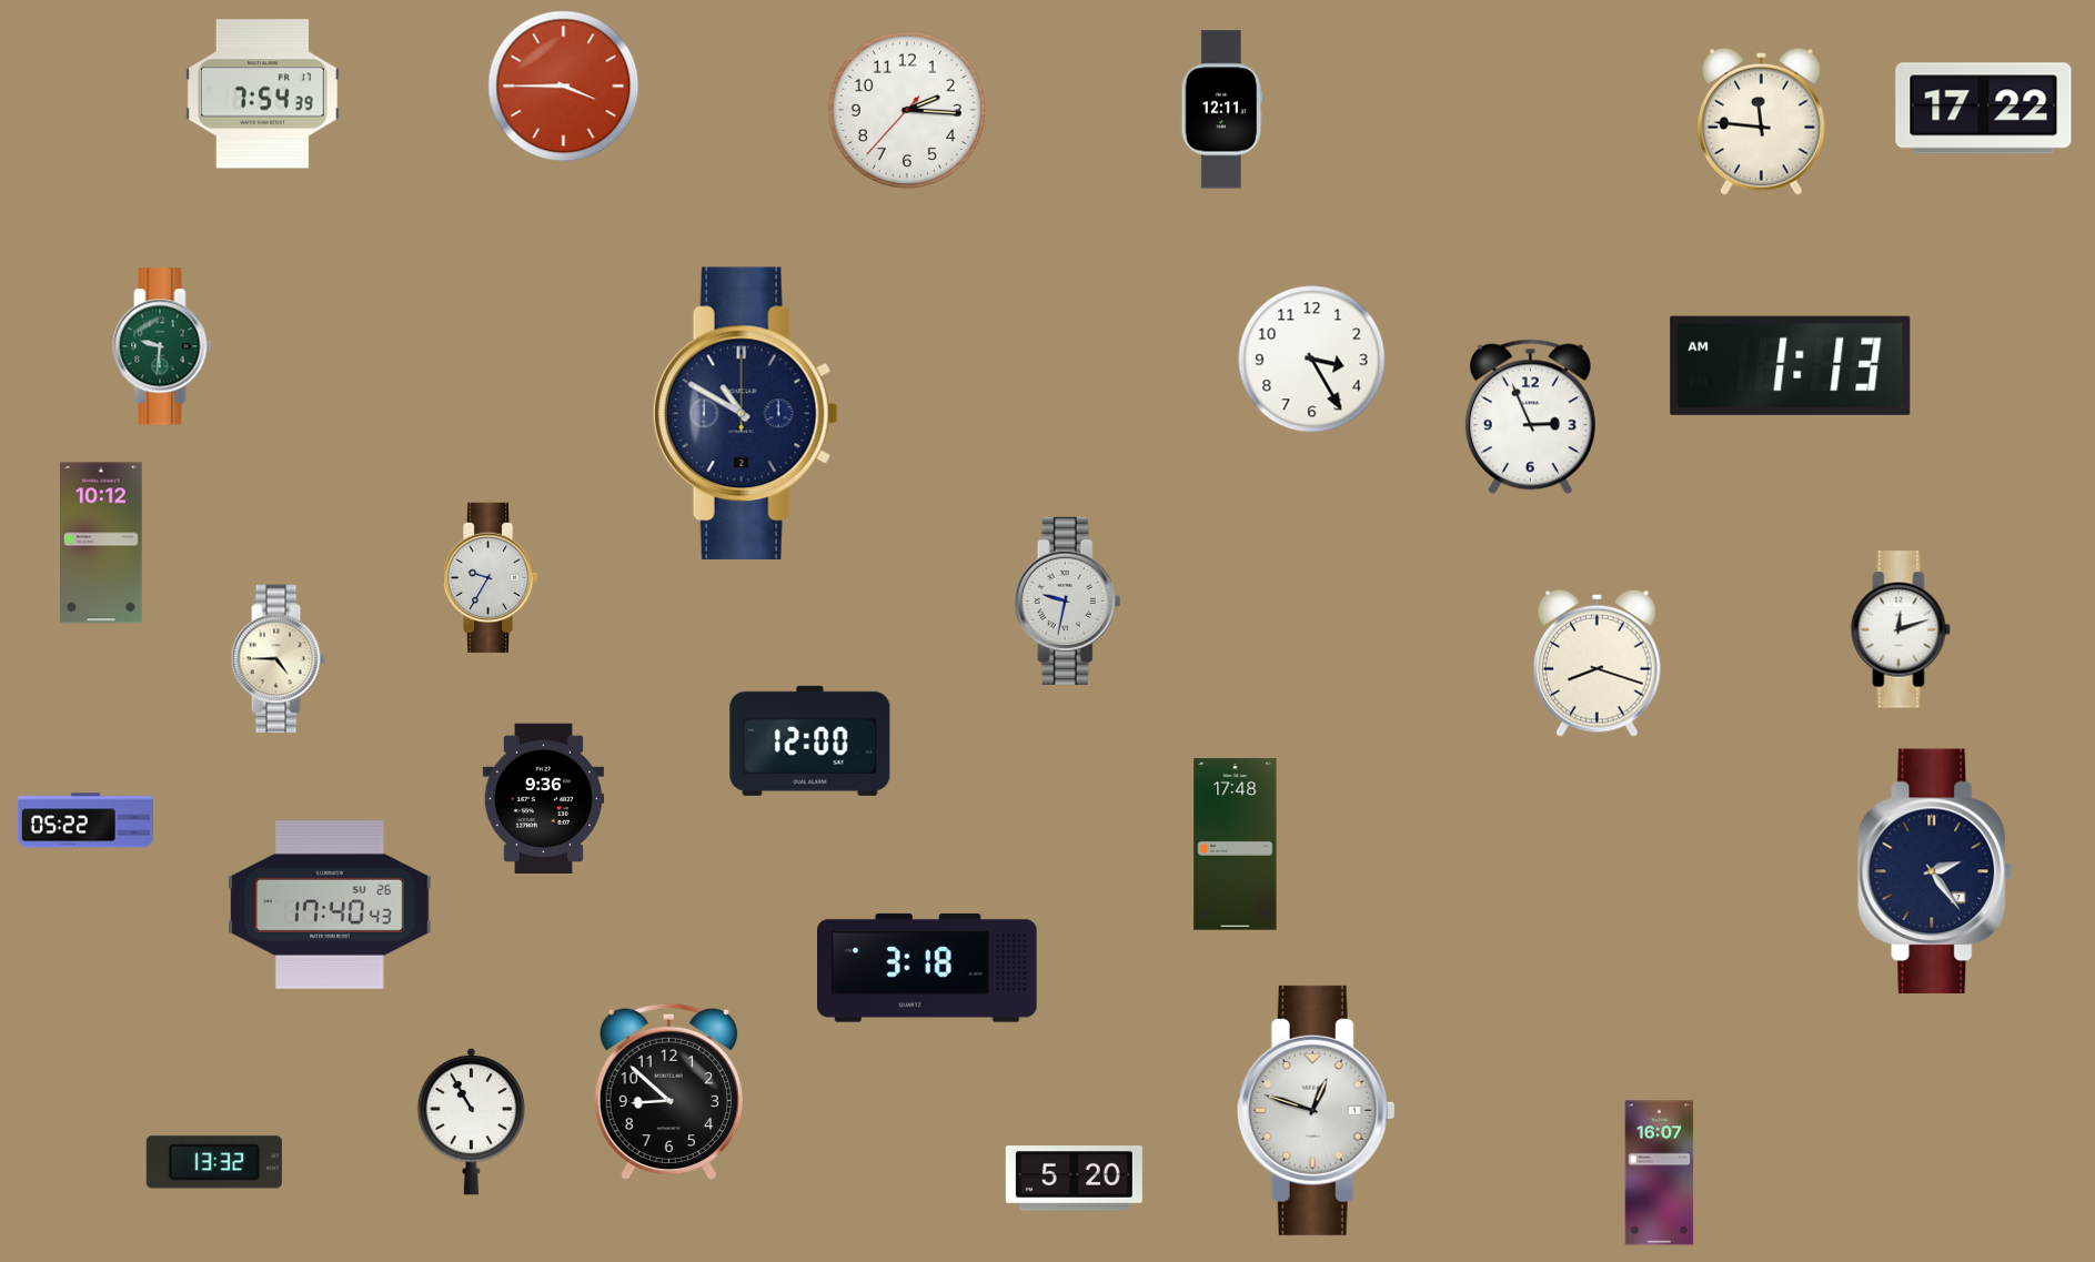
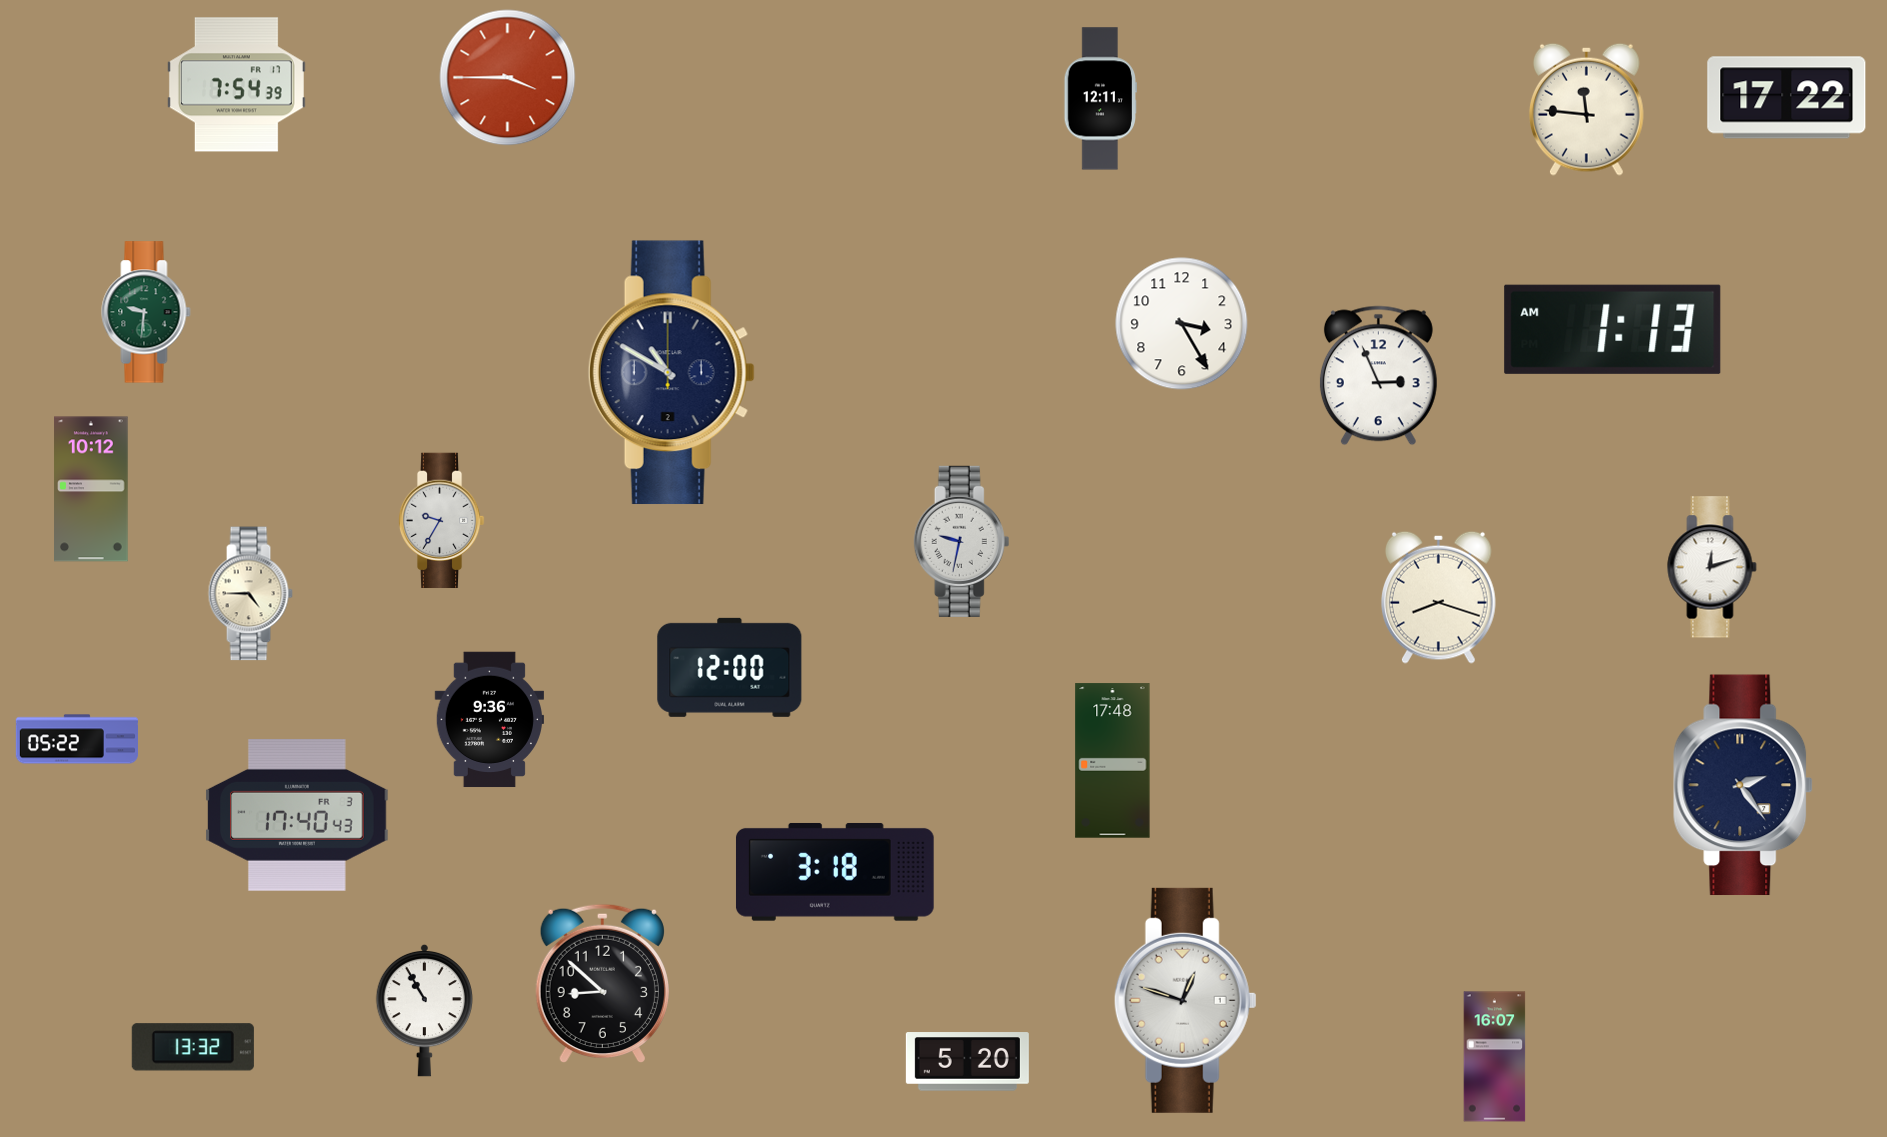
clock at (907, 110): 2:15 -> none
clock at (331, 906) date: SU 26 -> FR 3
